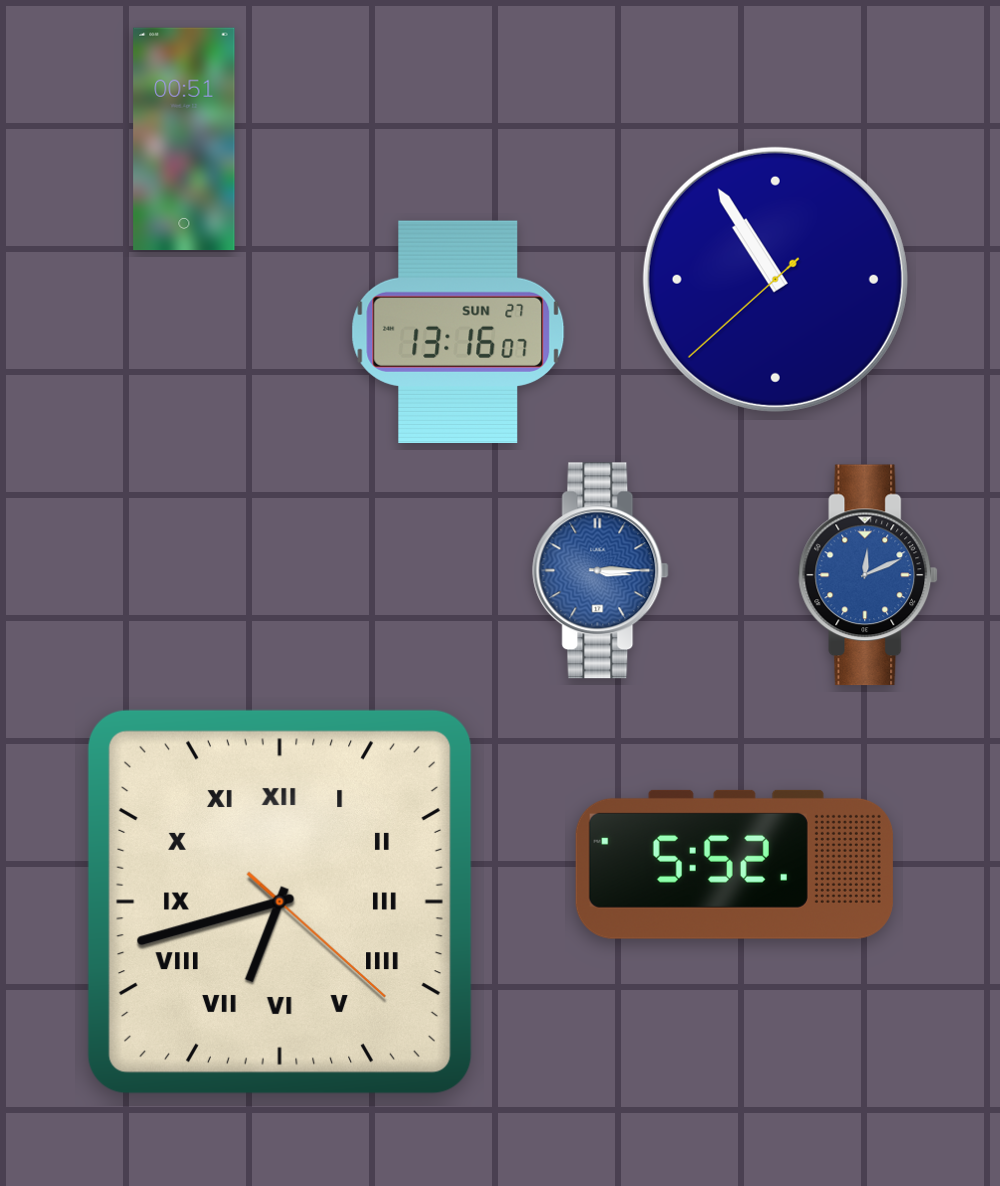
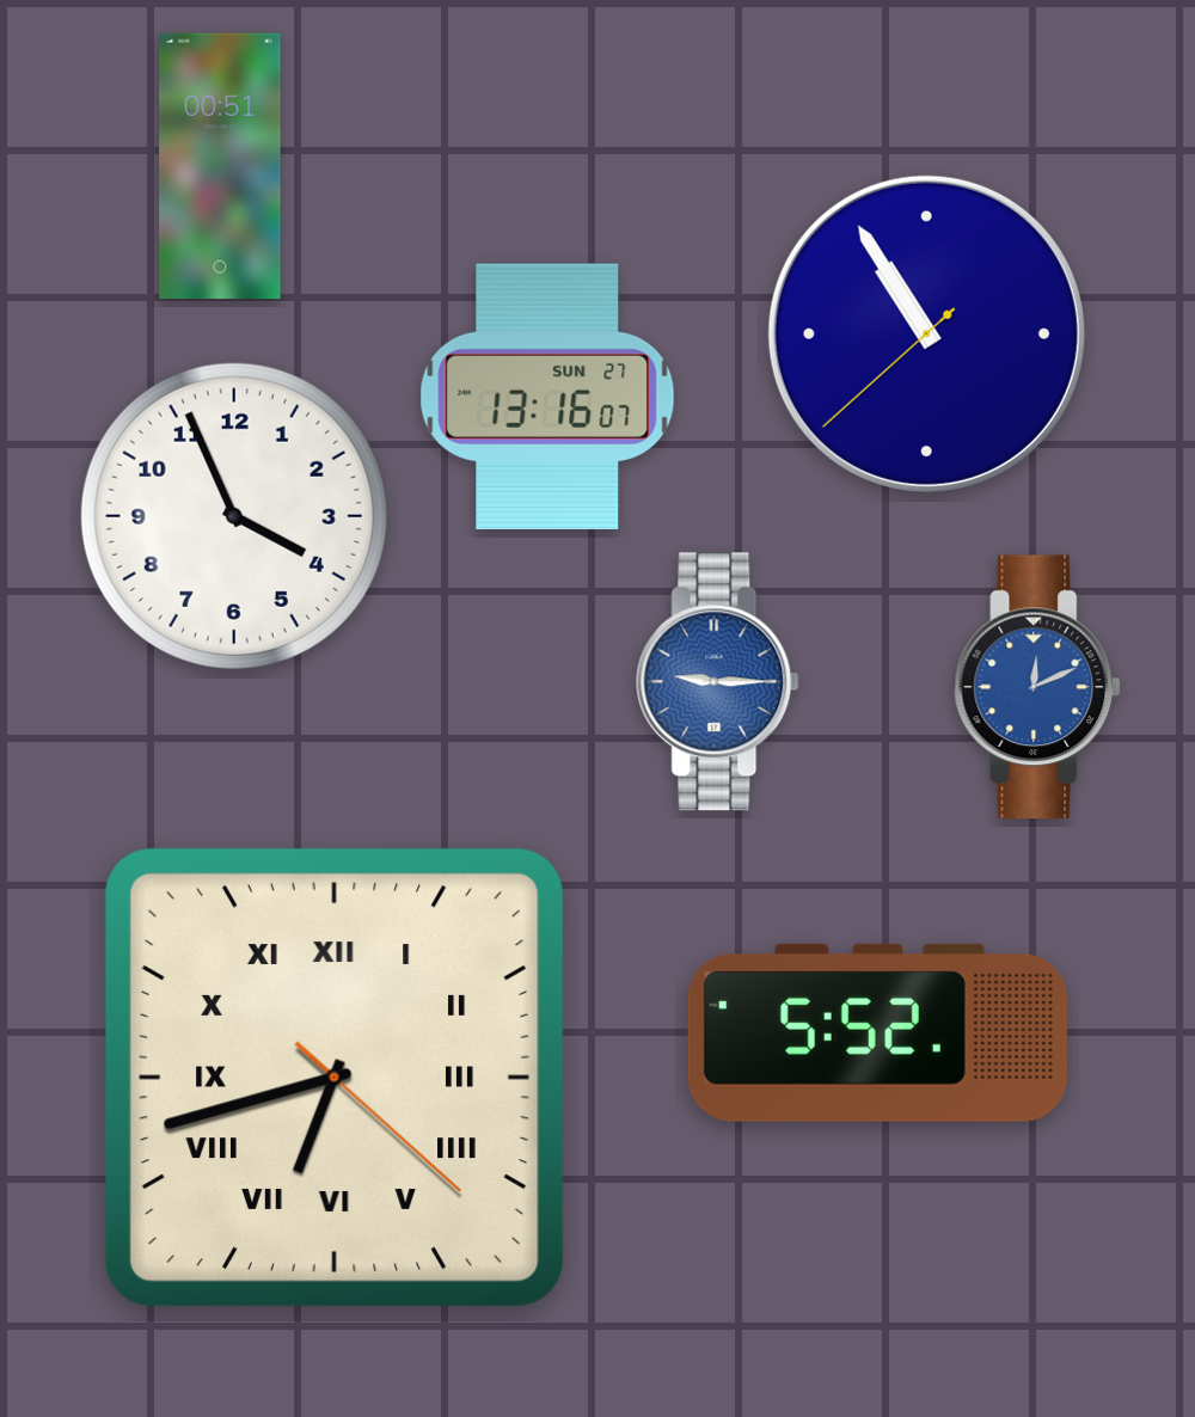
clock at (234, 516): none -> 3:56
clock at (601, 571): 3:15 -> 9:15
